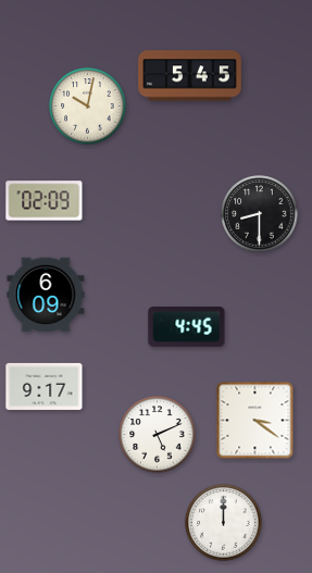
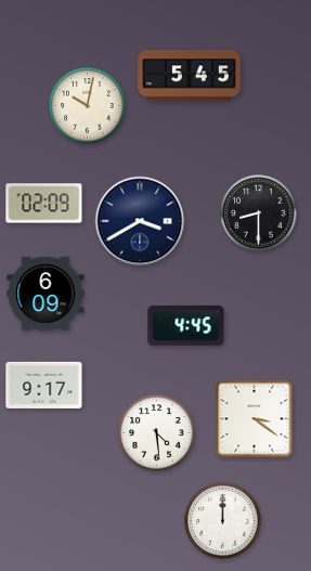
clock at (45, 201) position: (45, 201) -> (44, 204)
clock at (140, 221): none -> 3:40
clock at (158, 435): 5:11 -> 4:29
